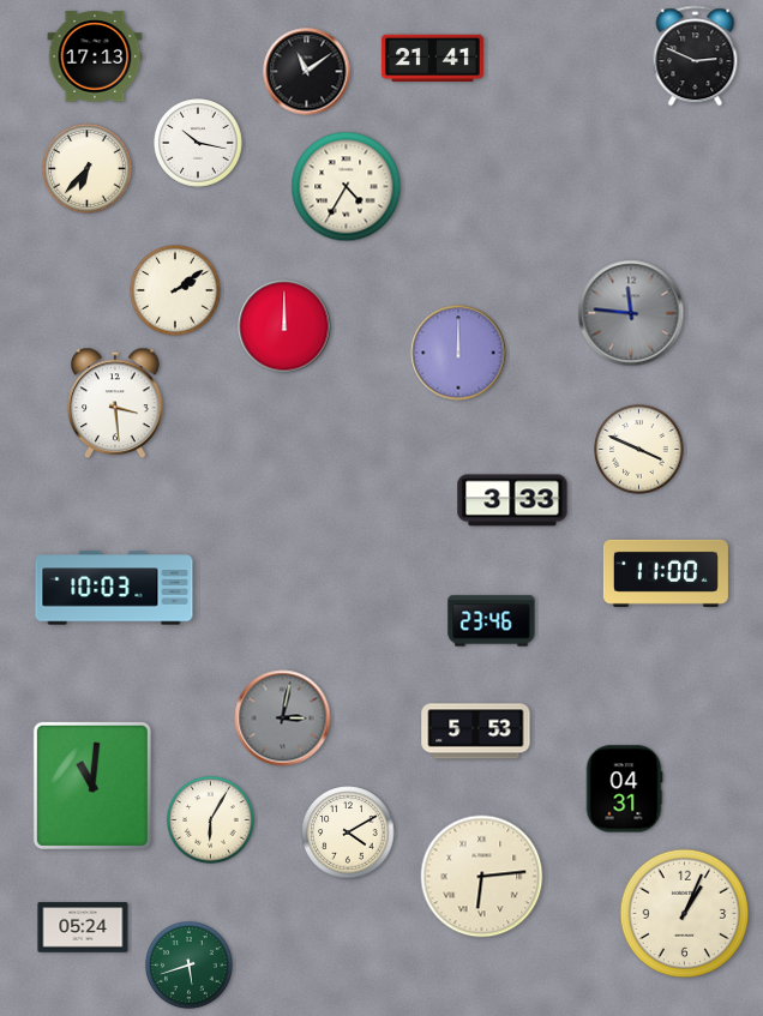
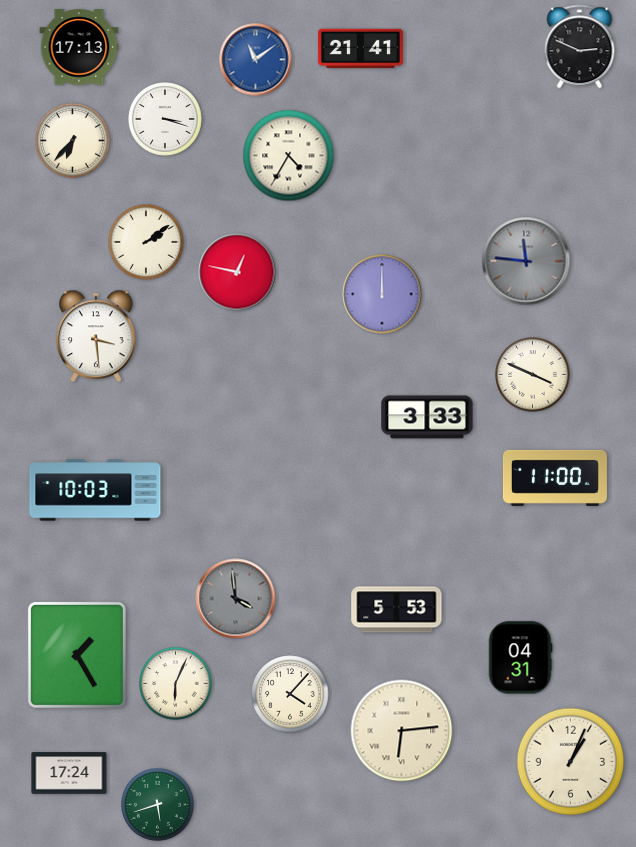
clock at (307, 72) dial: black -> blue
clock at (198, 143): 10:17 -> 3:18
clock at (284, 326): 12:00 -> 12:47
clock at (492, 621): 23:46 -> none
clock at (283, 719): 3:02 -> 3:59
clock at (92, 786): 11:01 -> 1:25
clock at (211, 820): 6:05 -> 6:04
clock at (348, 832): 4:10 -> 4:07
clock at (83, 927): 05:24 -> 17:24
